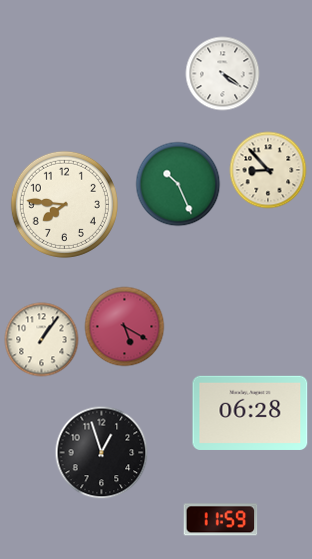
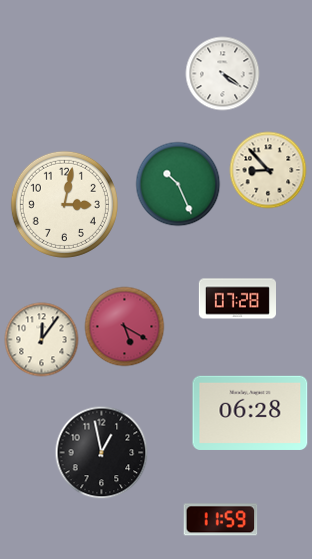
clock at (64, 204): 7:46 -> 3:02
clock at (237, 299): none -> 07:28
clock at (42, 340): 1:06 -> 12:06
clock at (102, 453): 12:57 -> 12:58
